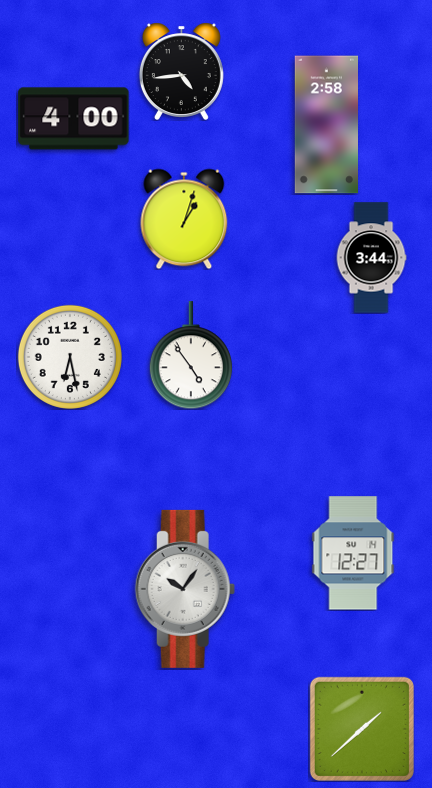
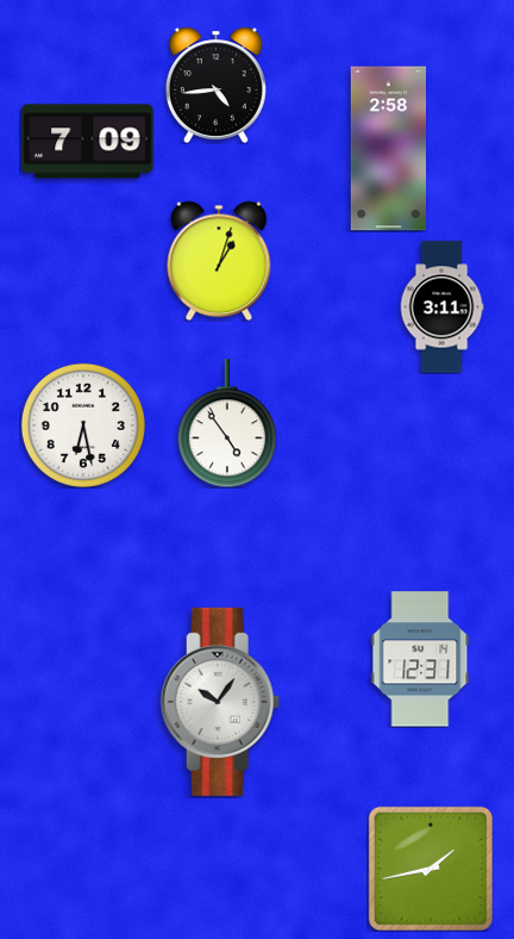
clock at (74, 119): 4:00 -> 7:09
clock at (371, 258): 3:44 -> 3:11
clock at (353, 553): 12:27 -> 12:31
clock at (362, 729): 1:38 -> 1:43
